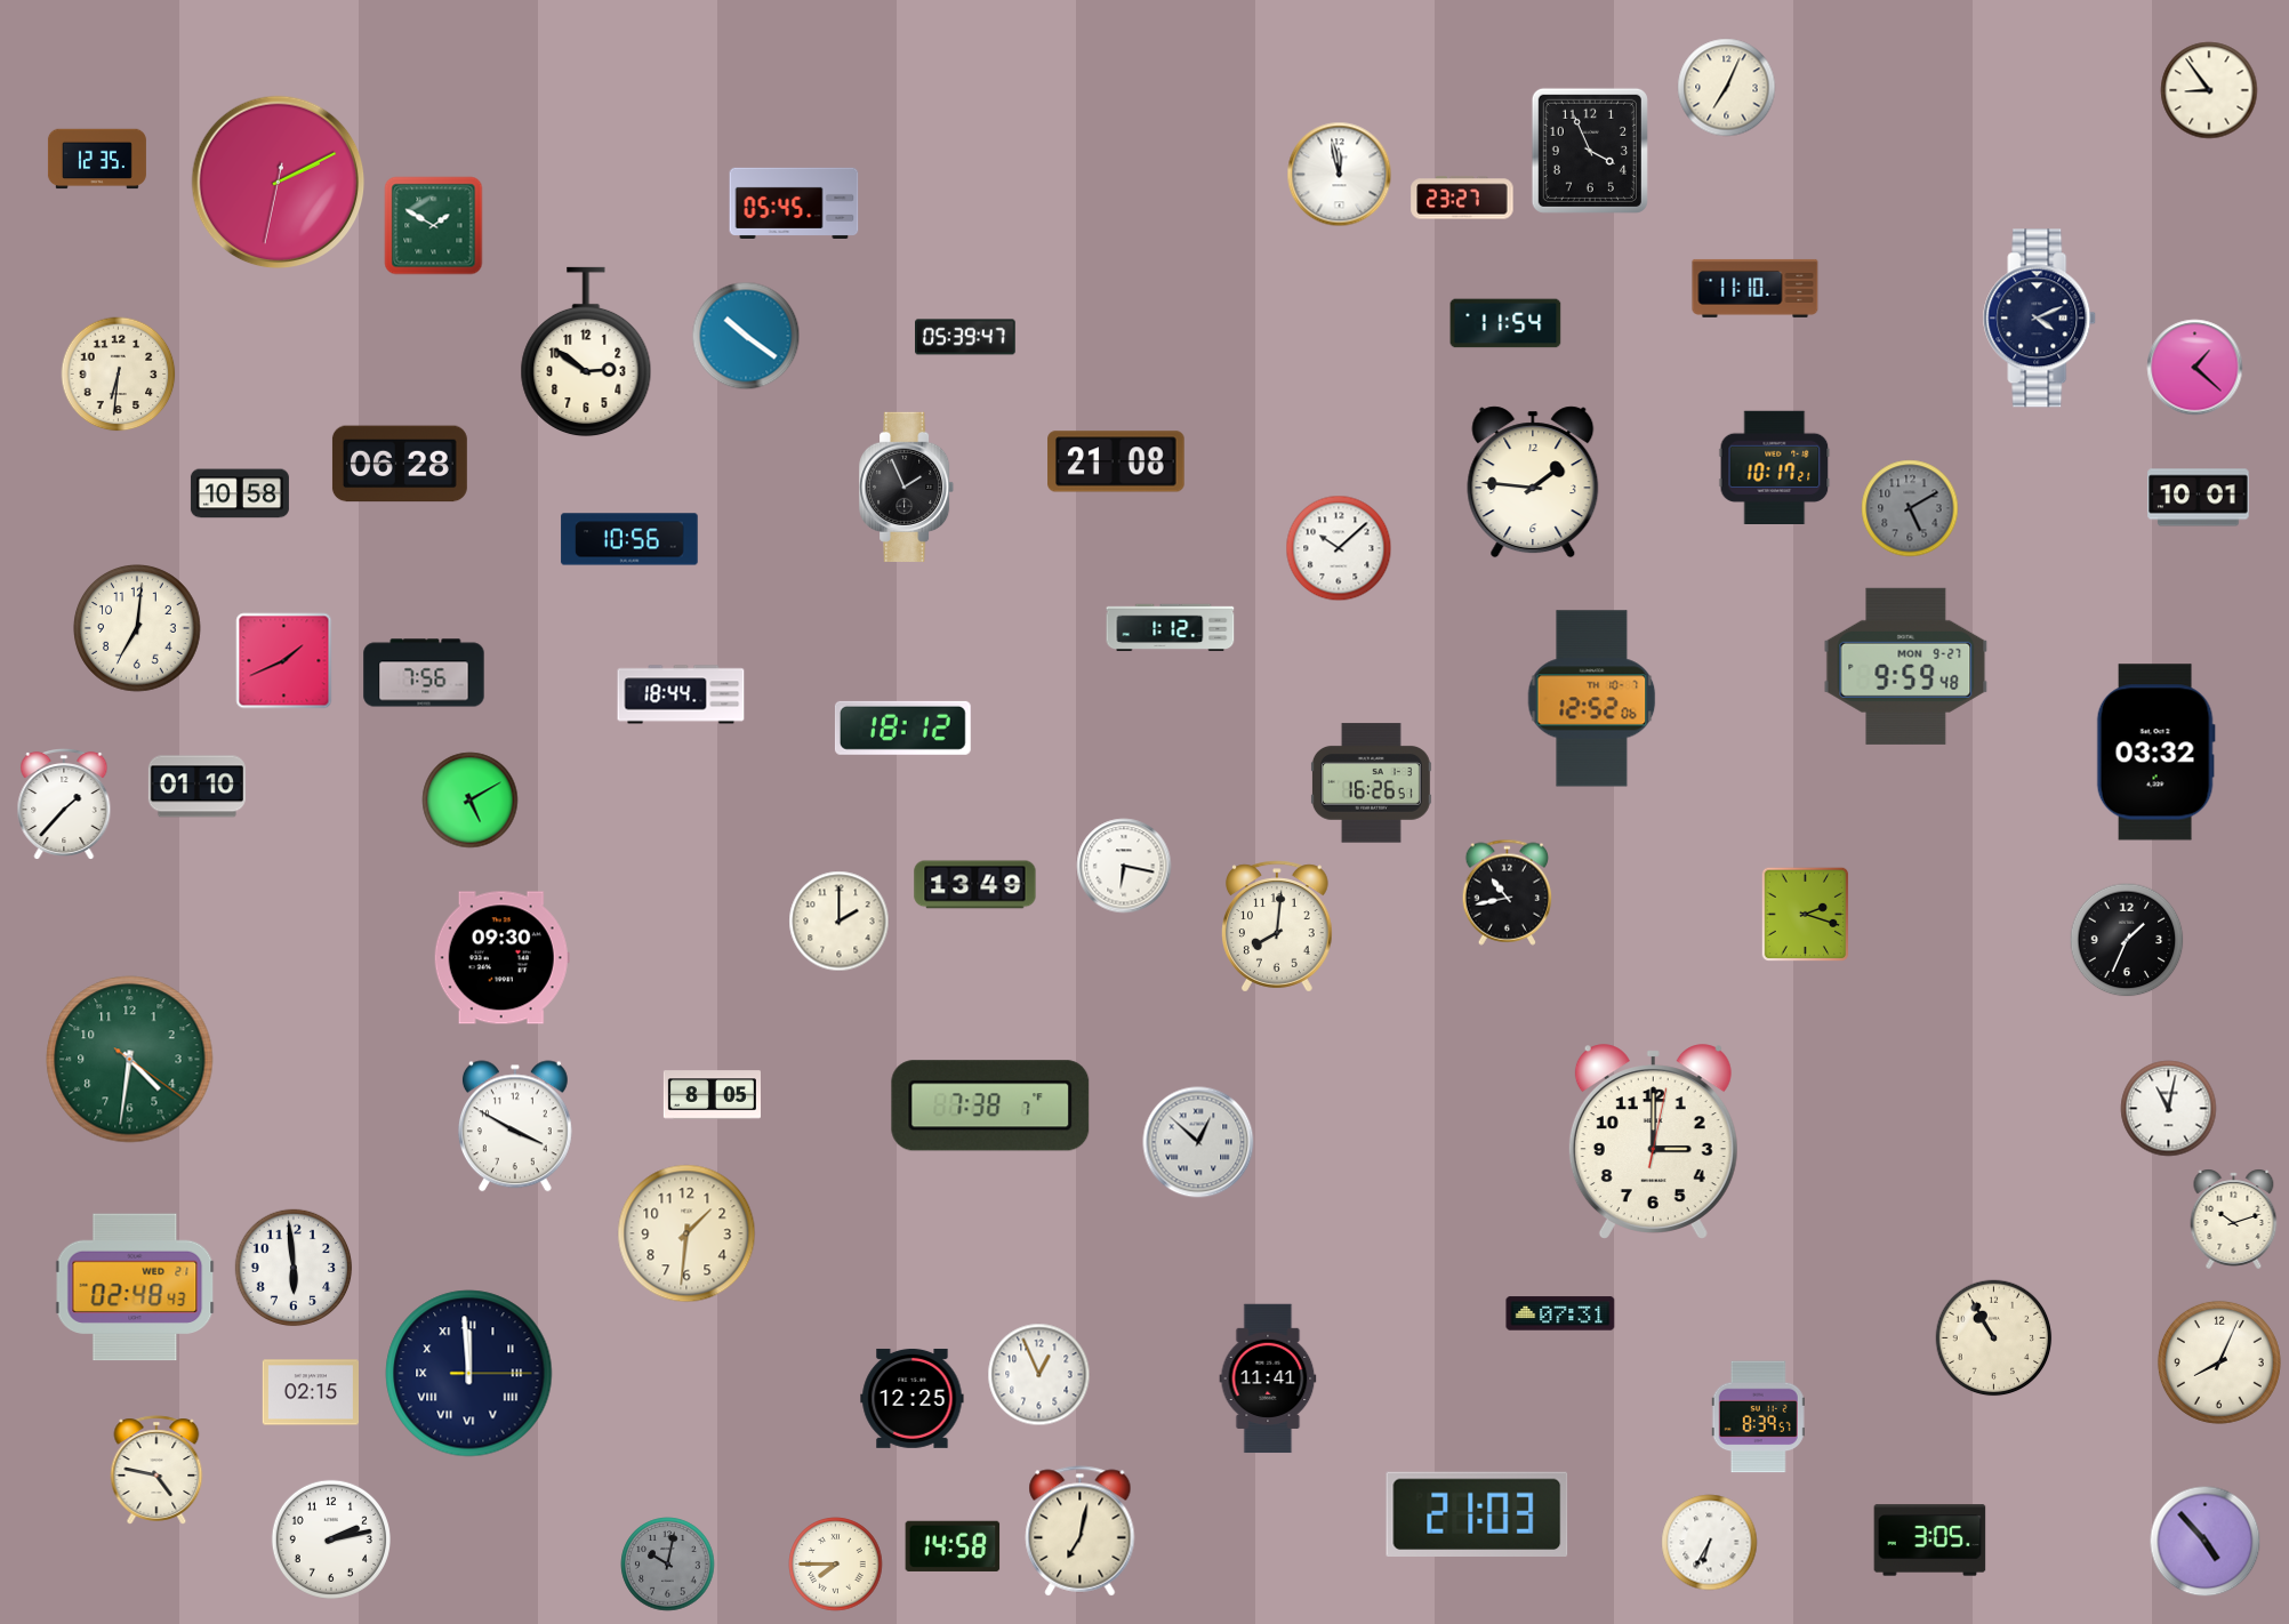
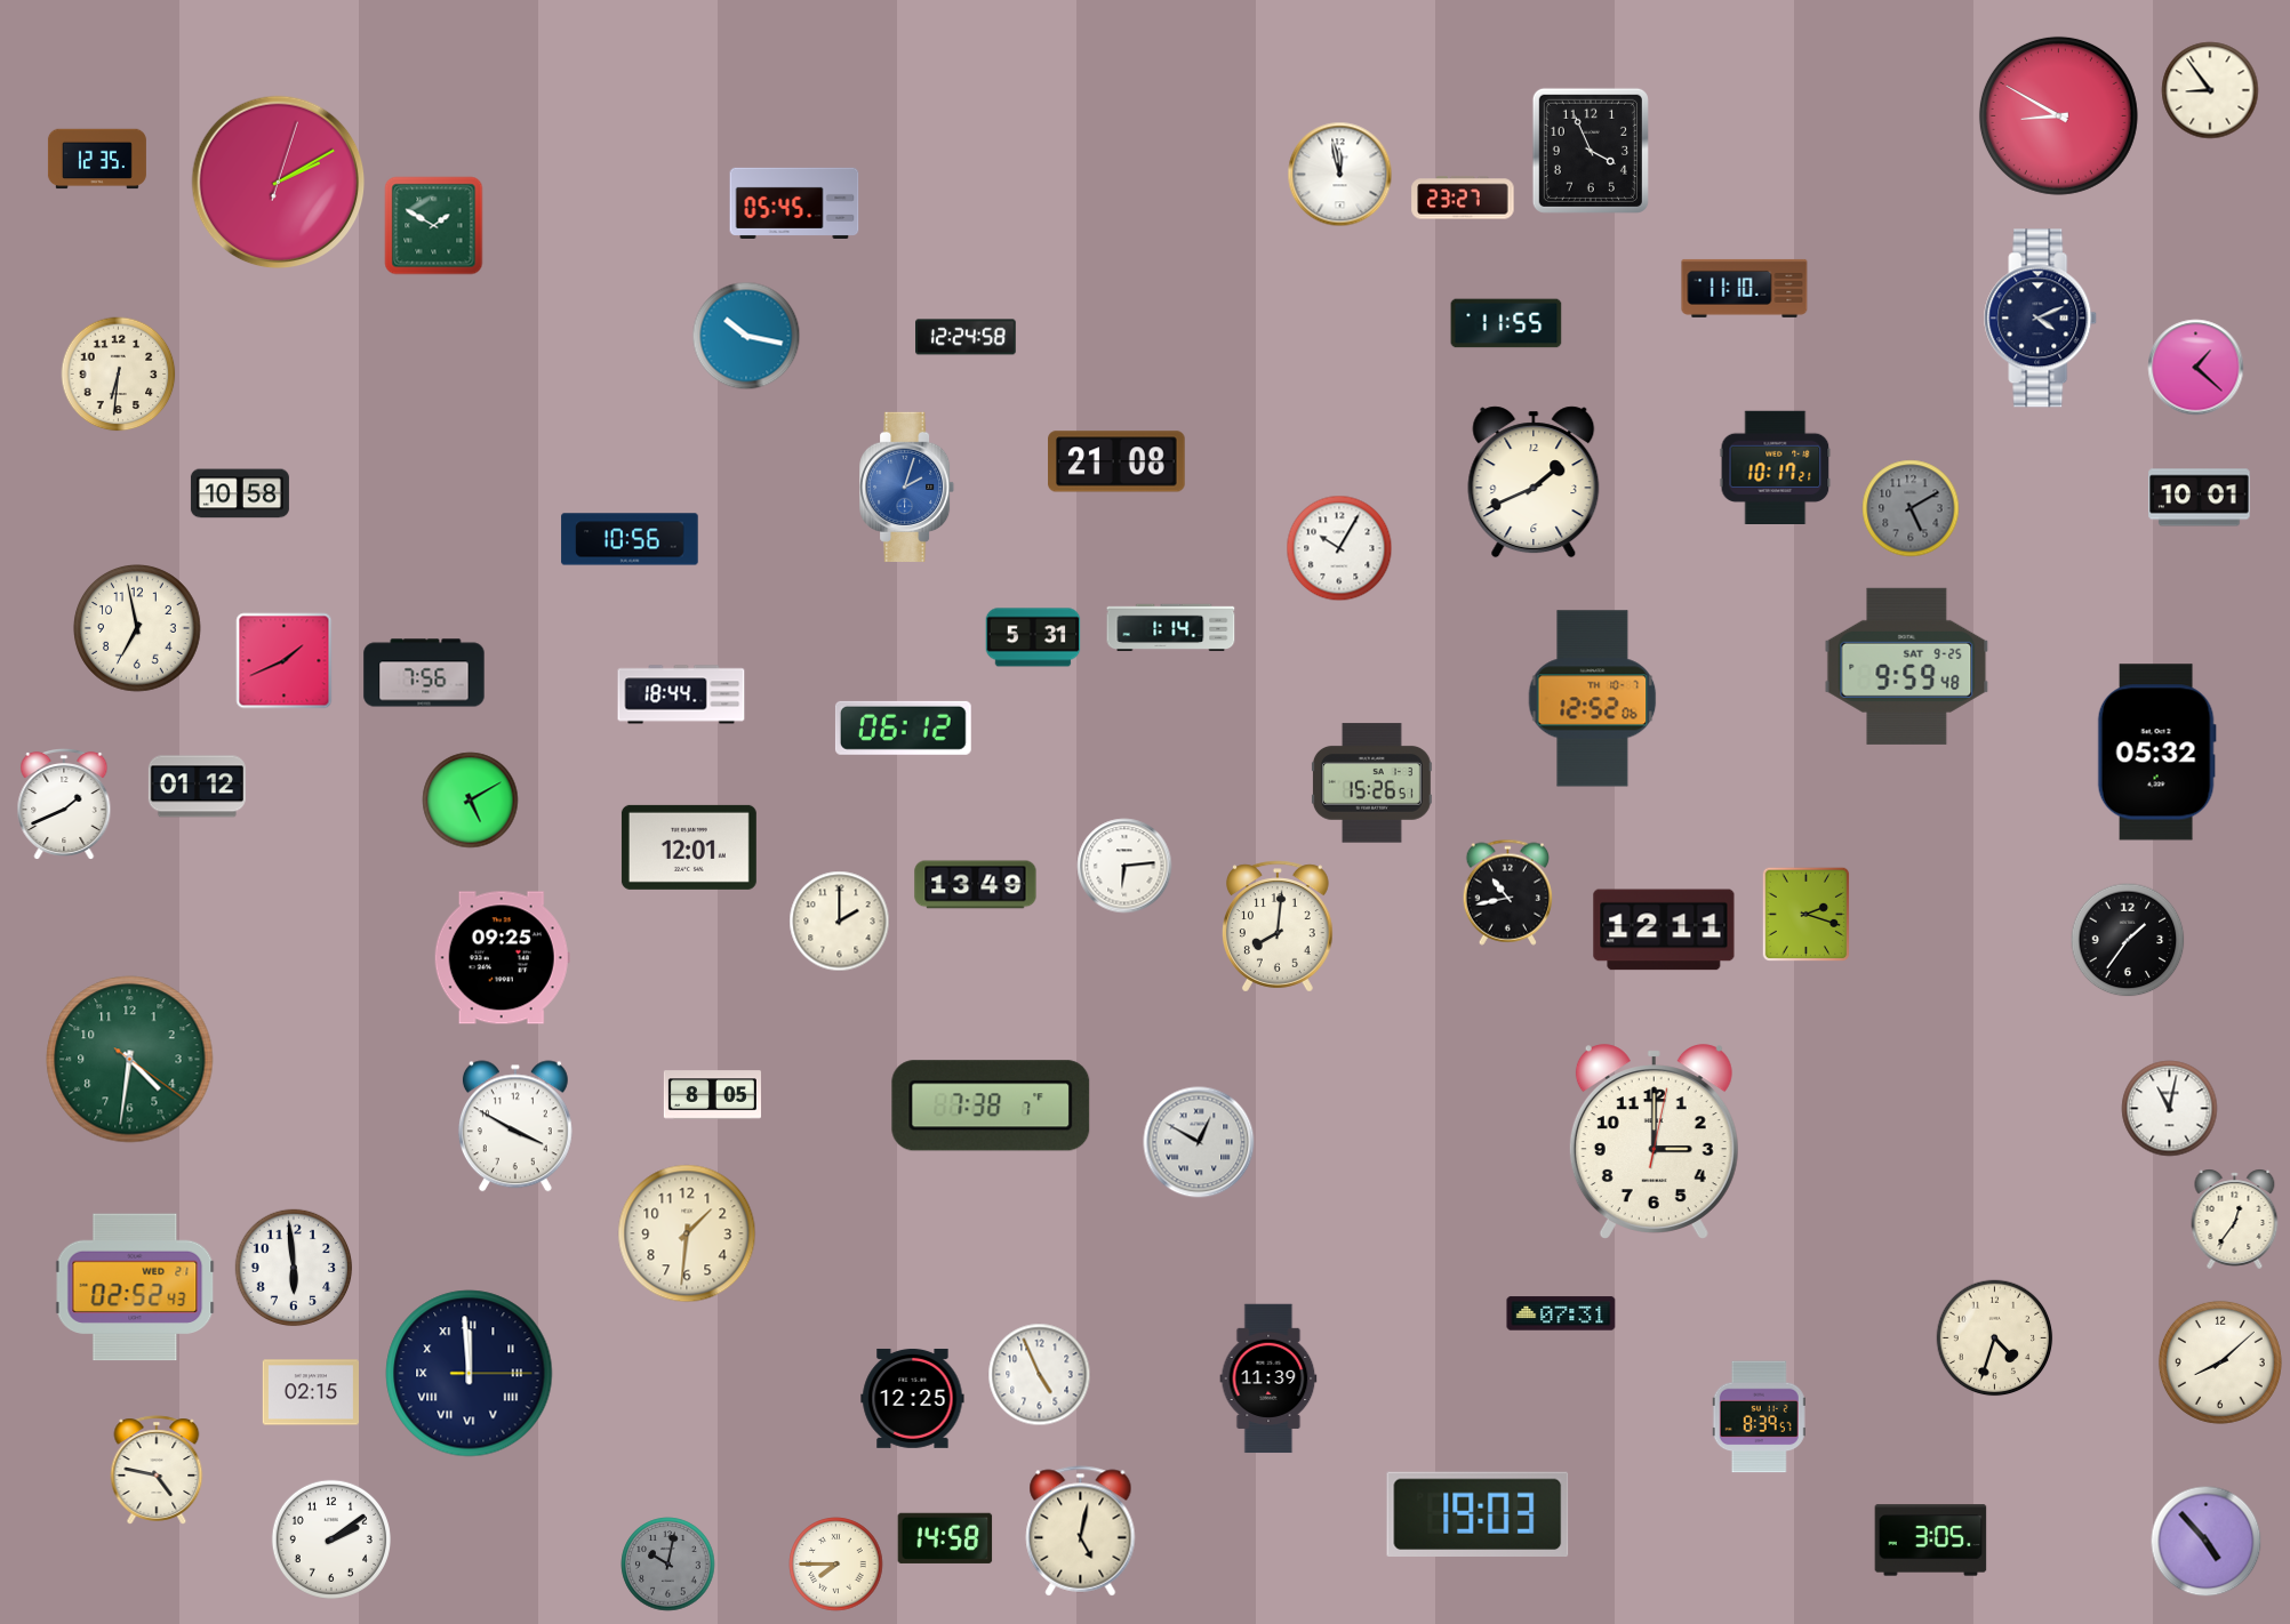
clock at (1727, 88): 7:04 -> none
clock at (2058, 115): none -> 8:50
clock at (279, 183): 2:10:32 -> 2:10:03
clock at (1756, 288) position: (1756, 288) -> (1745, 288)
clock at (1505, 323): 11:54 -> 11:55
clock at (746, 336): 10:21 -> 10:17
clock at (966, 337): 05:39 -> 12:24
clock at (586, 352): 2:51 -> none
clock at (400, 464): 06:28 -> none
clock at (1533, 482): 1:46 -> 1:41
clock at (907, 487): 1:56 -> 2:03
clock at (907, 487) dial: black -> blue
clock at (1339, 548): 10:08 -> 10:05
clock at (137, 628): 7:01 -> 6:58
clock at (1171, 628): 1:12 -> 1:14
clock at (1033, 637): none -> 5:31
clock at (1906, 666) date: MON 9-27 -> SAT 9-25
clock at (902, 727): 18:12 -> 06:12
clock at (2155, 753): 03:32 -> 05:32
clock at (1371, 783): 16:26 -> 15:26
clock at (196, 787): 01:10 -> 01:12
clock at (64, 803): 1:37 -> 1:41
clock at (689, 847): none -> 12:01
clock at (1124, 866): 6:17 -> 6:14
clock at (1664, 930): none -> 12:11
clock at (2127, 940): 1:34 -> 1:36
clock at (501, 958): 09:30 -> 09:25
clock at (1198, 1142): 12:52 -> 12:50
clock at (2234, 1219): 10:12 -> 12:36
clock at (135, 1287): 02:48 -> 02:52
clock at (1994, 1338): 10:55 -> 4:33
clock at (2219, 1362): 8:04 -> 8:08
clock at (1039, 1375): 12:56 -> 4:56
clock at (1268, 1378): 11:41 -> 11:39
clock at (1477, 1513): 21:03 -> 19:03
clock at (1081, 1531): 7:02 -> 5:02
clock at (331, 1539): 2:13 -> 2:09
clock at (1710, 1543): 6:35 -> none
clock at (953, 1546) position: (953, 1546) -> (945, 1538)
